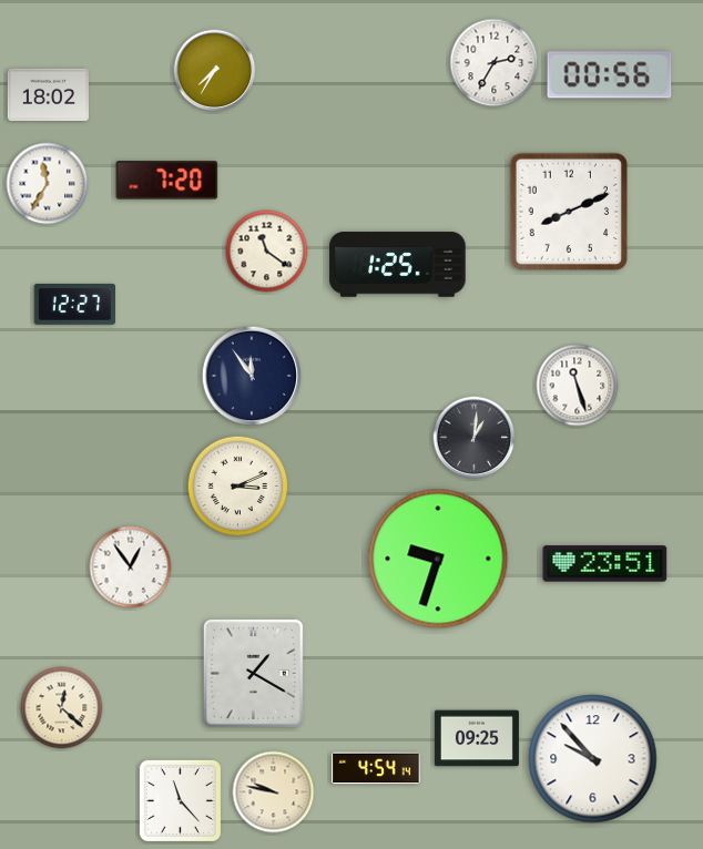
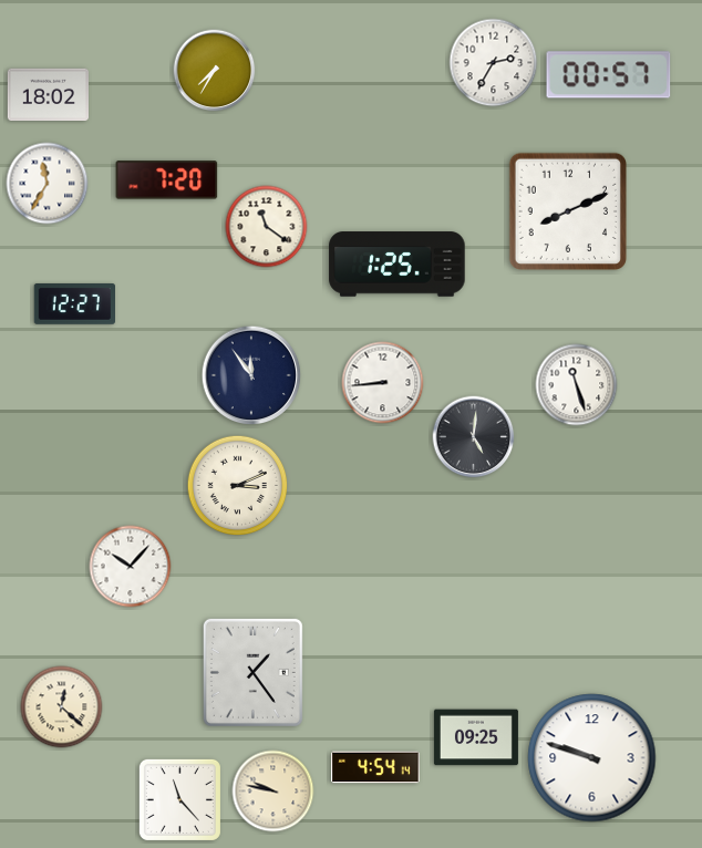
clock at (610, 75): 00:56 -> 00:57
clock at (267, 252) position: (267, 252) -> (267, 227)
clock at (383, 383): none -> 8:44
clock at (475, 438): 1:01 -> 5:01
clock at (438, 559): 9:33 -> none
clock at (605, 564): 23:51 -> none
clock at (131, 567): 12:54 -> 10:07
clock at (253, 673): 1:20 -> 1:24
clock at (593, 759): 9:53 -> 9:48
